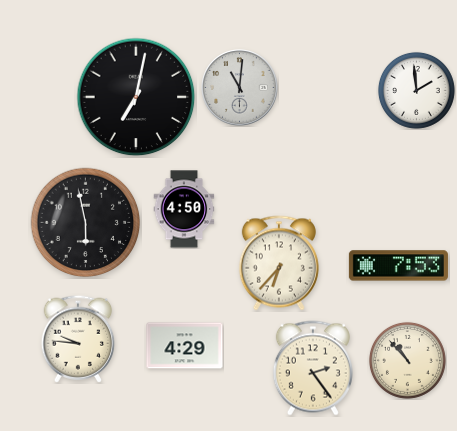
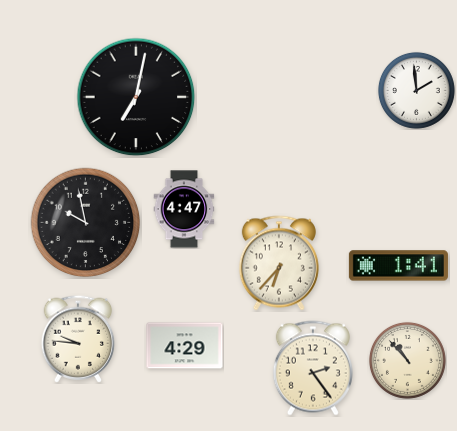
clock at (240, 88): 11:01 -> none
clock at (184, 209): 4:50 -> 4:47
clock at (86, 223): 5:58 -> 9:58
clock at (398, 266): 7:53 -> 1:41
